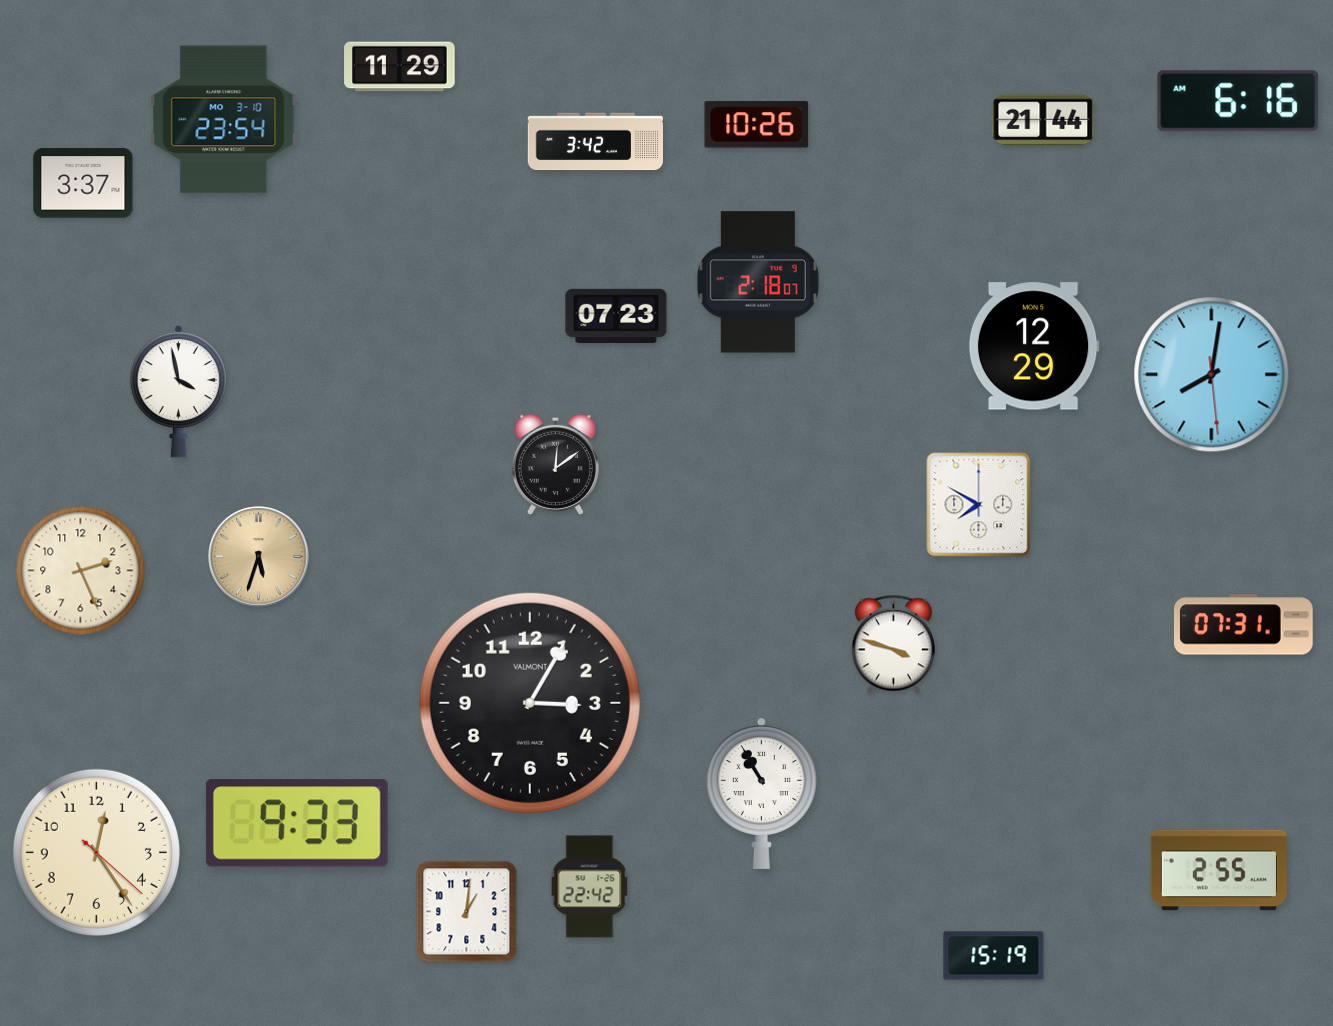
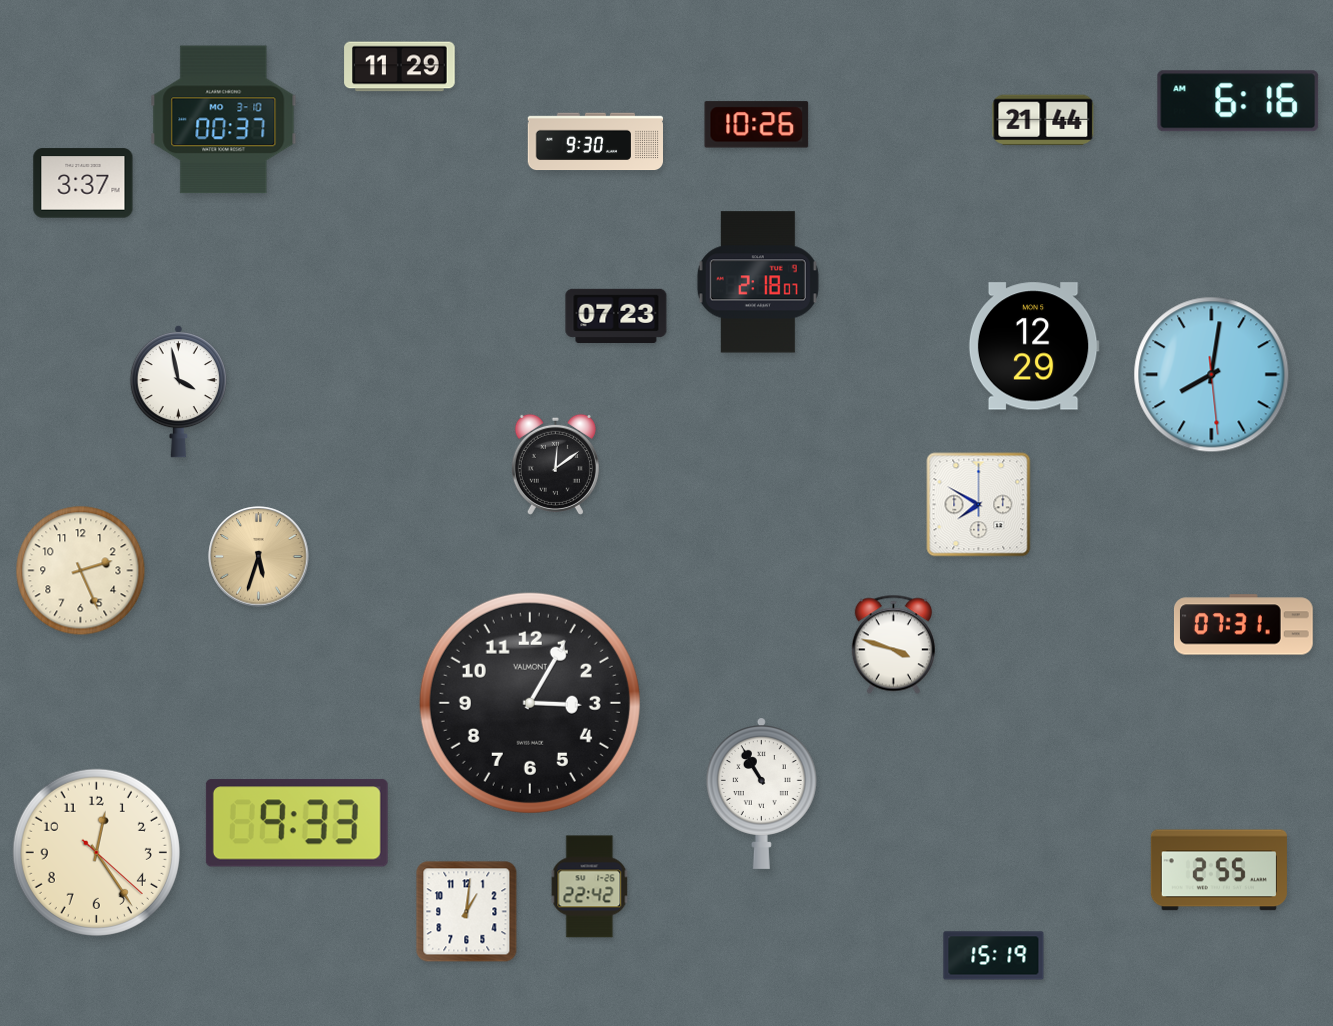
clock at (224, 120): 23:54 -> 00:37
clock at (596, 142): 3:42 -> 9:30
